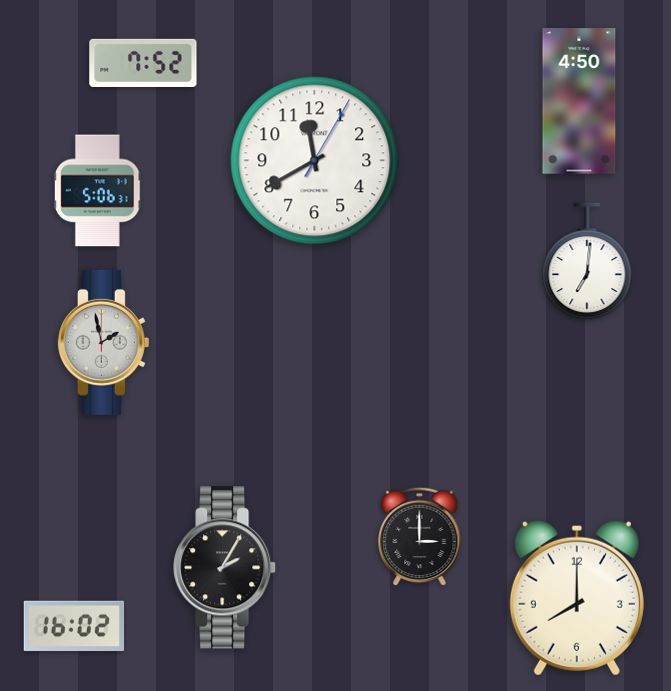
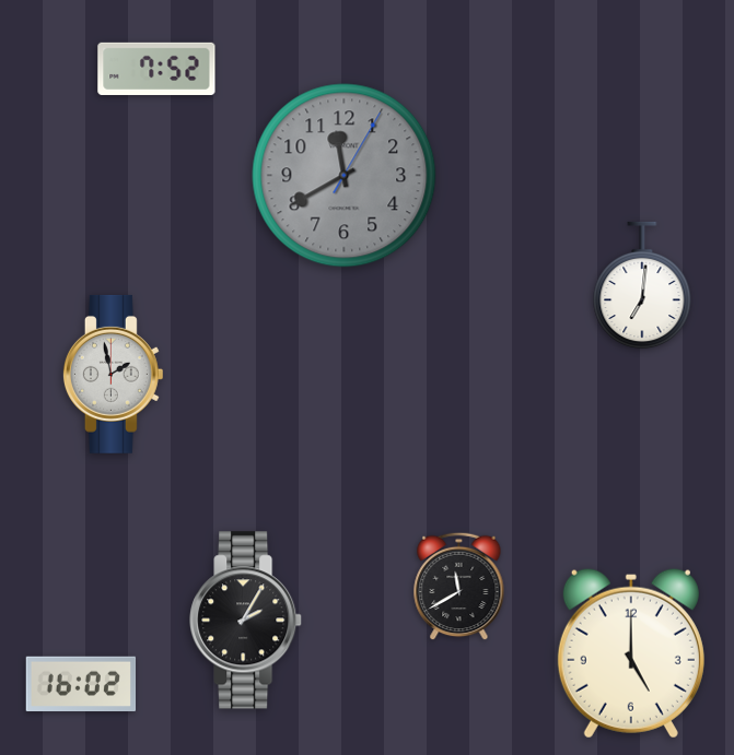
clock at (579, 101): 4:50 -> none
clock at (315, 161) dial: white -> grey
clock at (97, 191): 5:06 -> none
clock at (420, 537): 3:00 -> 11:40
clock at (577, 598): 8:00 -> 5:00
